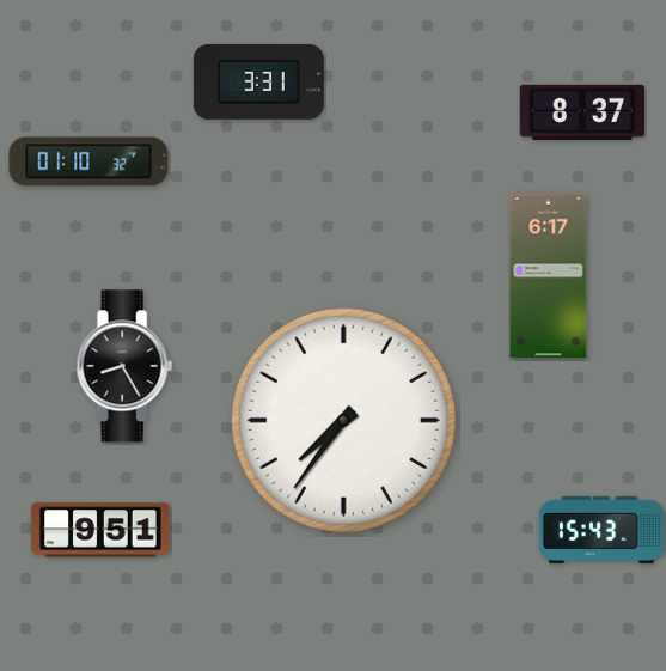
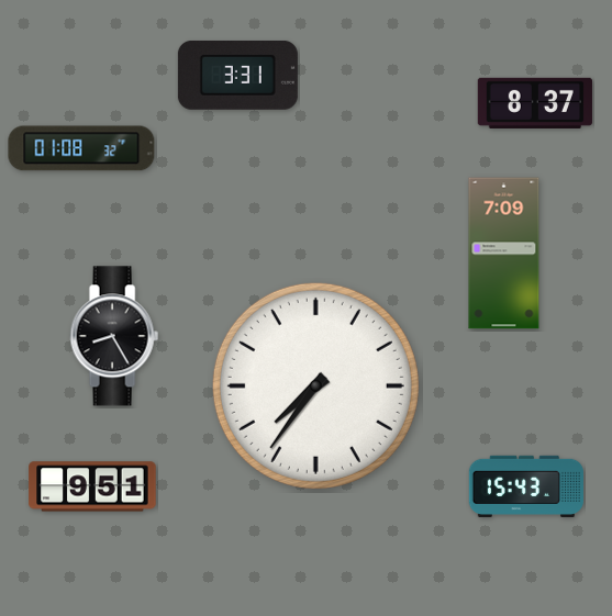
clock at (88, 161): 01:10 -> 01:08
clock at (549, 276): 6:17 -> 7:09
clock at (600, 530) position: (600, 530) -> (525, 486)
